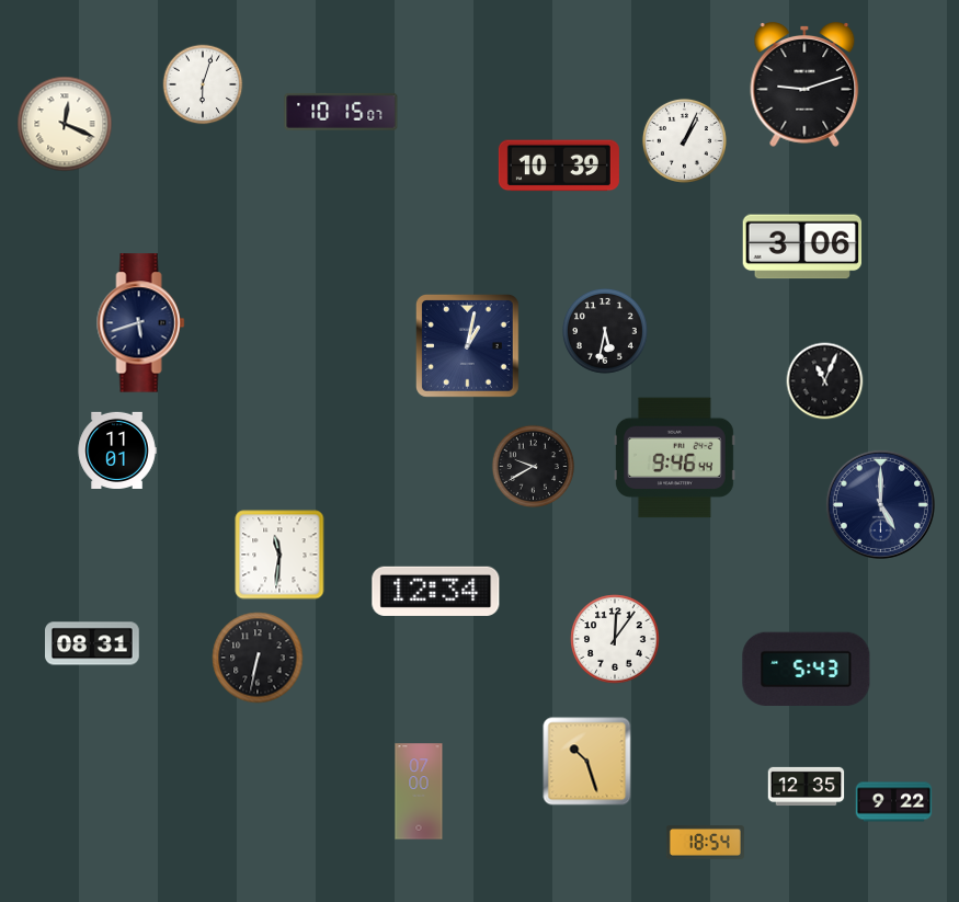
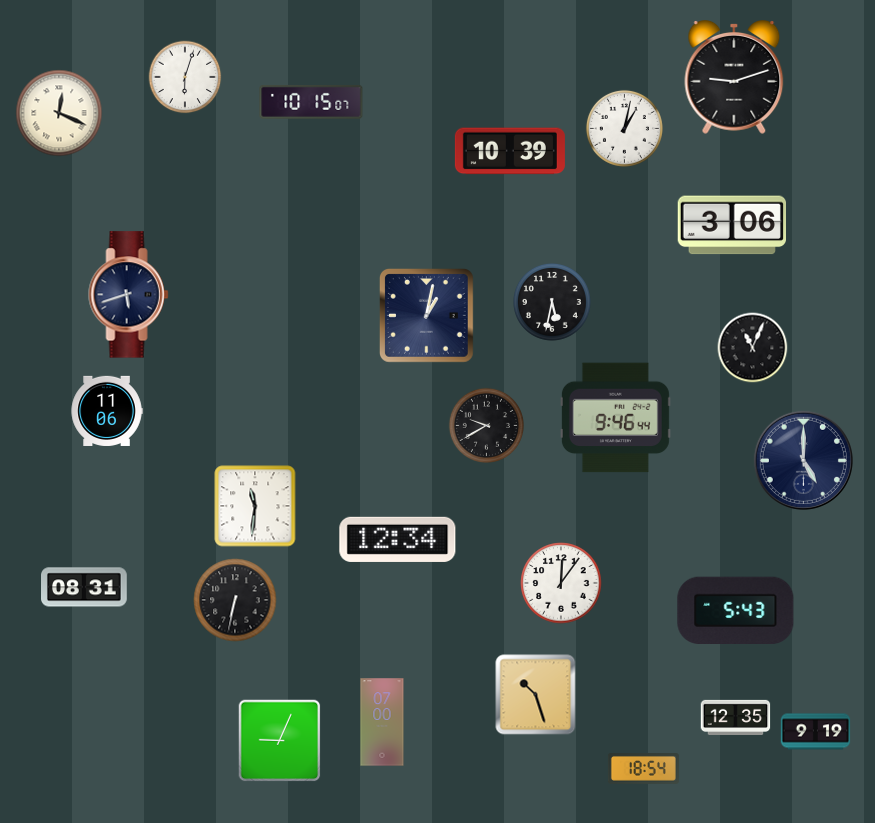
clock at (684, 140): 1:04 -> 1:02
clock at (117, 450): 11:01 -> 11:06
clock at (894, 802): 9:22 -> 9:19
clock at (280, 741): none -> 9:04
